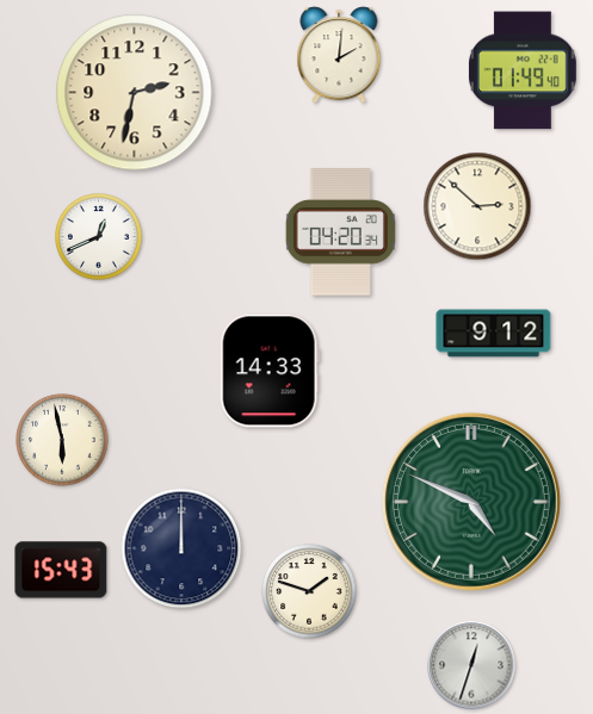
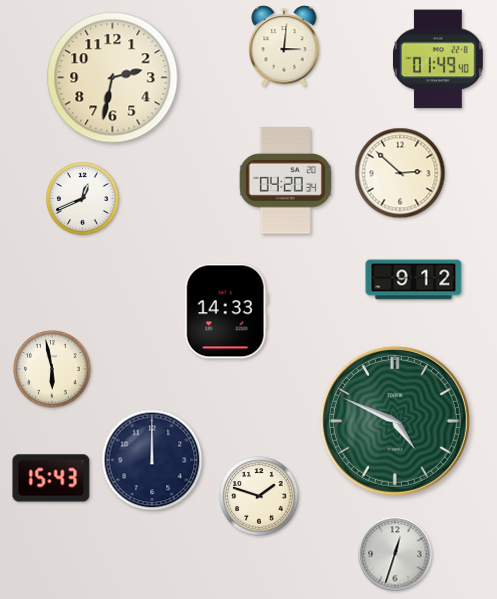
clock at (339, 55): 2:01 -> 3:01
clock at (340, 232) position: (340, 232) -> (285, 181)
clock at (471, 665) position: (471, 665) -> (395, 554)
